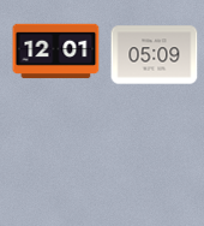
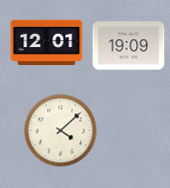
clock at (155, 55): 05:09 -> 19:09
clock at (61, 131): none -> 4:08
